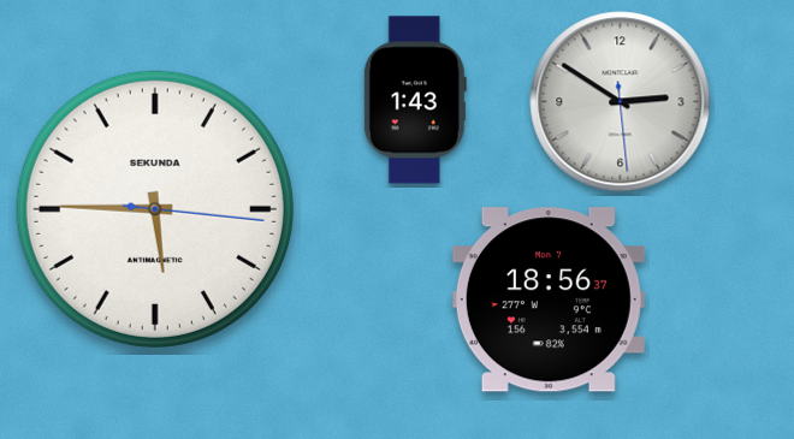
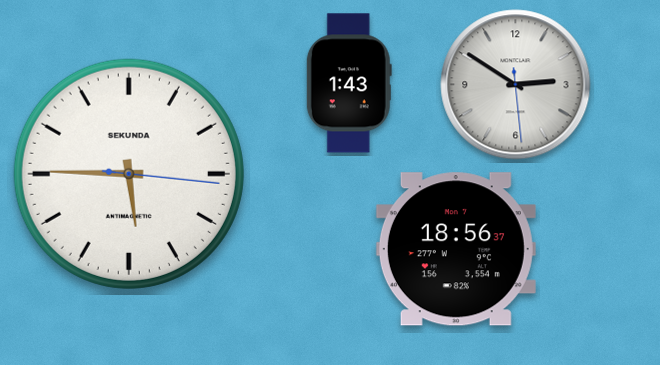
clock at (415, 100) position: (415, 100) -> (349, 83)
